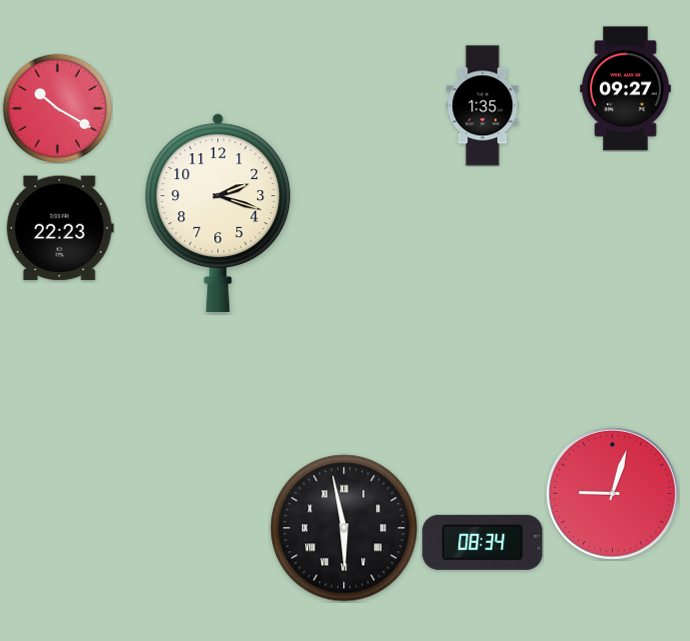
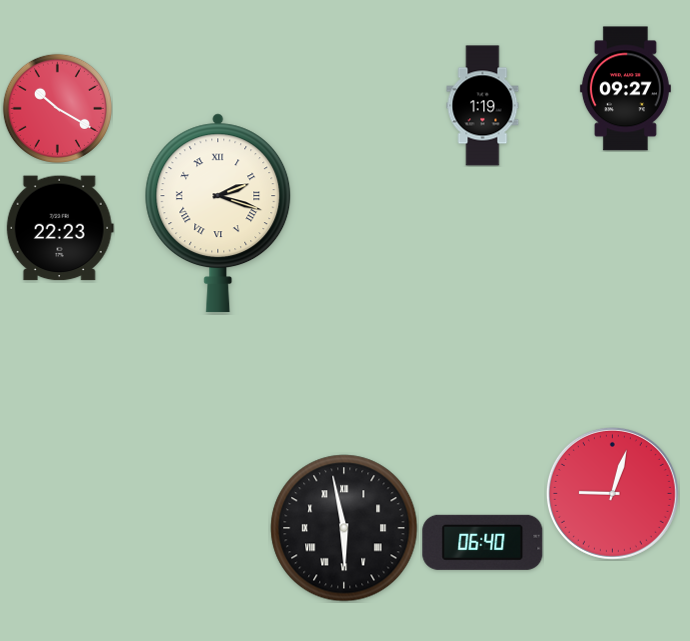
clock at (483, 106): 1:35 -> 1:19
clock at (218, 213) numerals: Arabic -> Roman
clock at (483, 542): 08:34 -> 06:40
